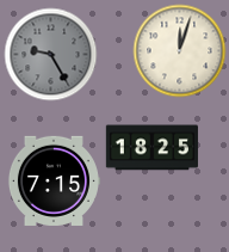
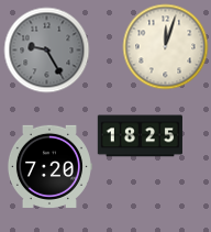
clock at (54, 180): 7:15 -> 7:20
